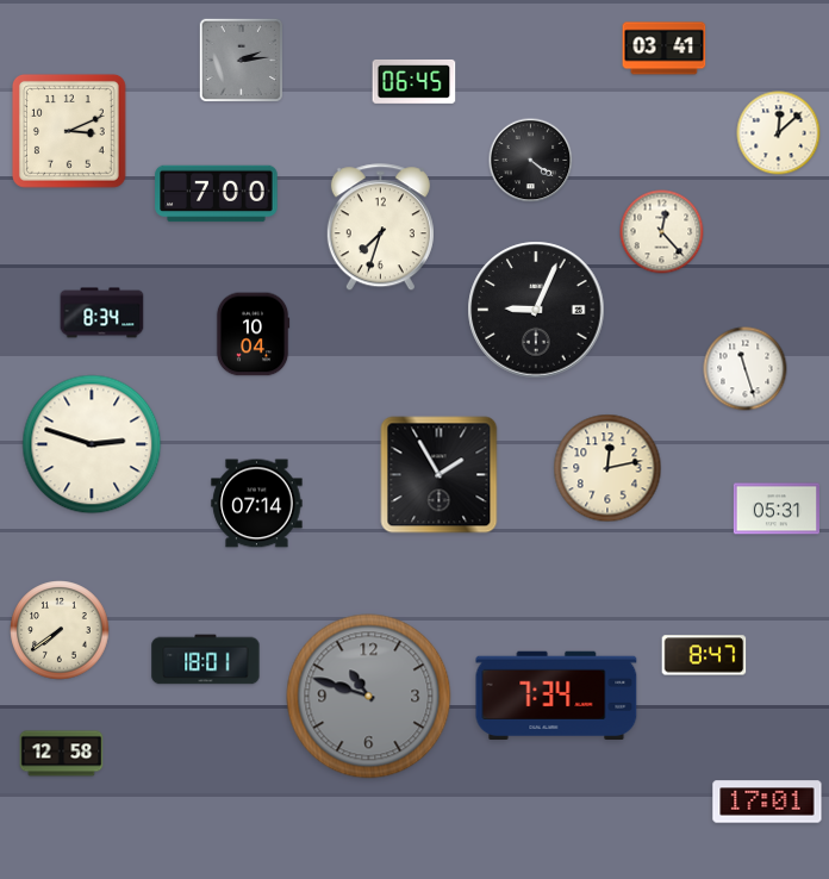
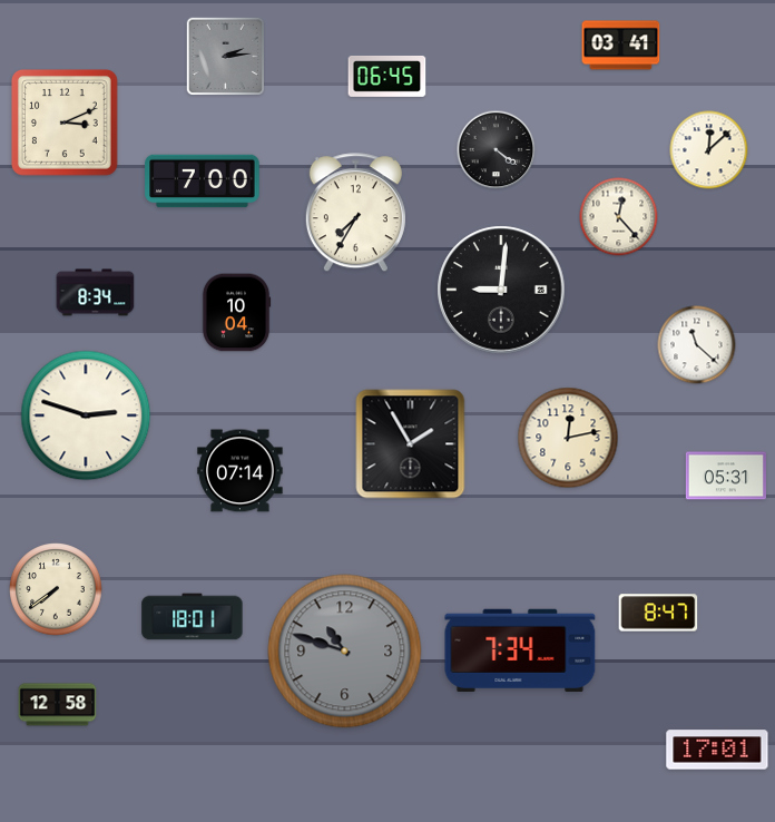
clock at (779, 133) position: (779, 133) -> (709, 150)
clock at (380, 227): 7:33 -> 7:35
clock at (536, 310): 9:04 -> 9:01
clock at (746, 369): 11:27 -> 11:22
